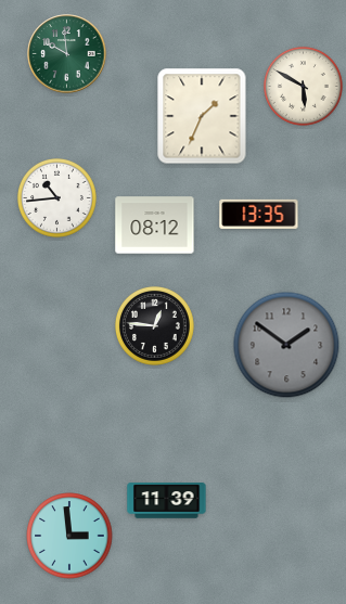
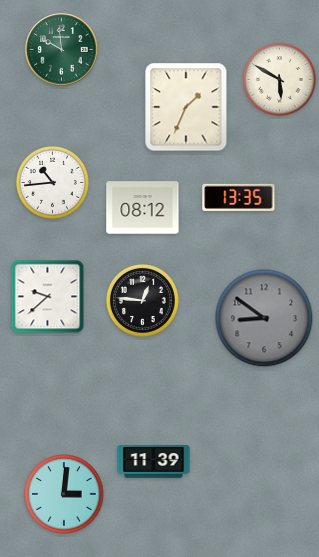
clock at (48, 297): none -> 9:38
clock at (286, 345): 1:51 -> 8:51
clock at (69, 536): 2:59 -> 3:01
